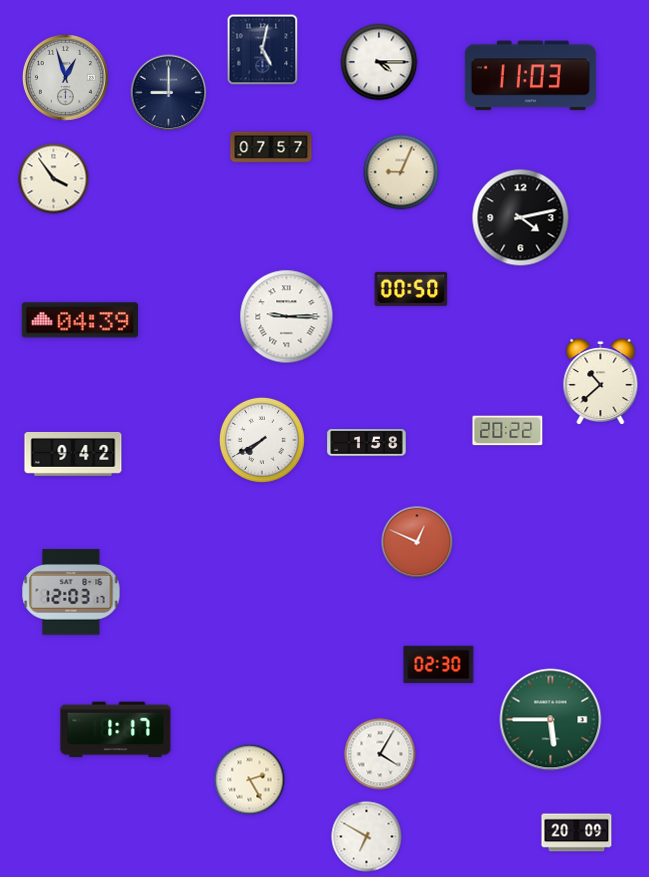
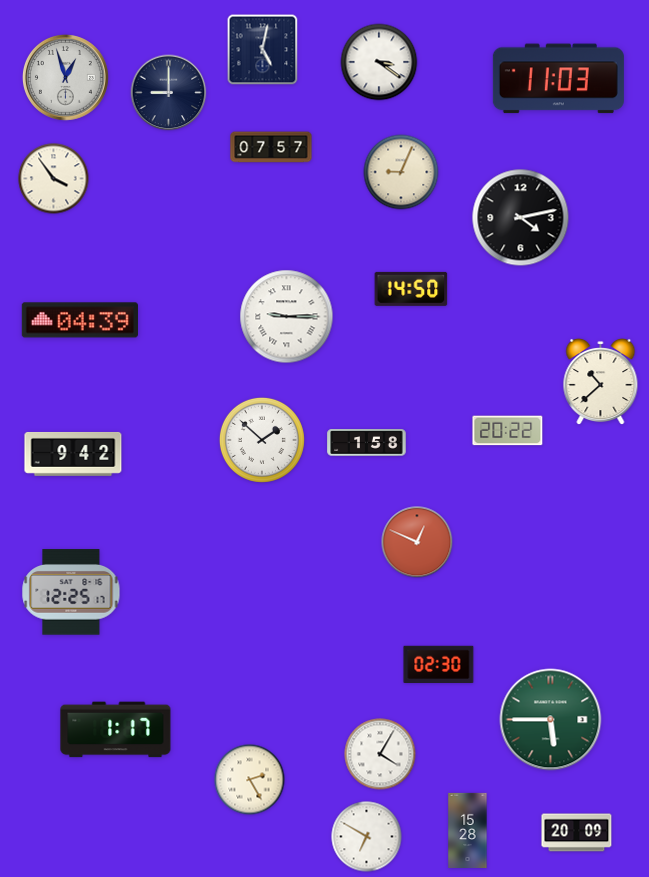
clock at (379, 62): 4:15 -> 3:21
clock at (530, 76) position: (530, 76) -> (558, 79)
clock at (411, 289): 00:50 -> 14:50
clock at (262, 440): 7:40 -> 1:52
clock at (71, 592): 12:03 -> 12:25
clock at (468, 830): none -> 15:28
